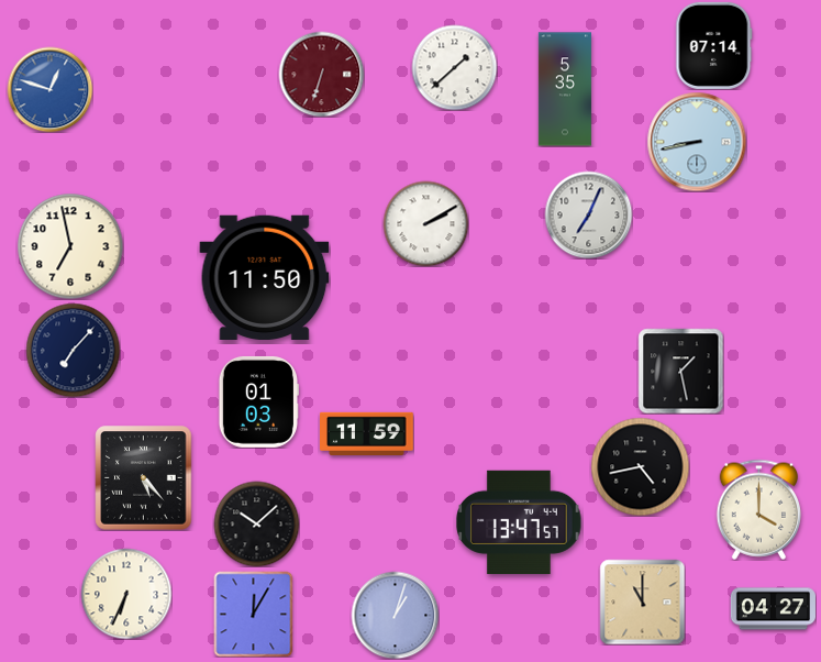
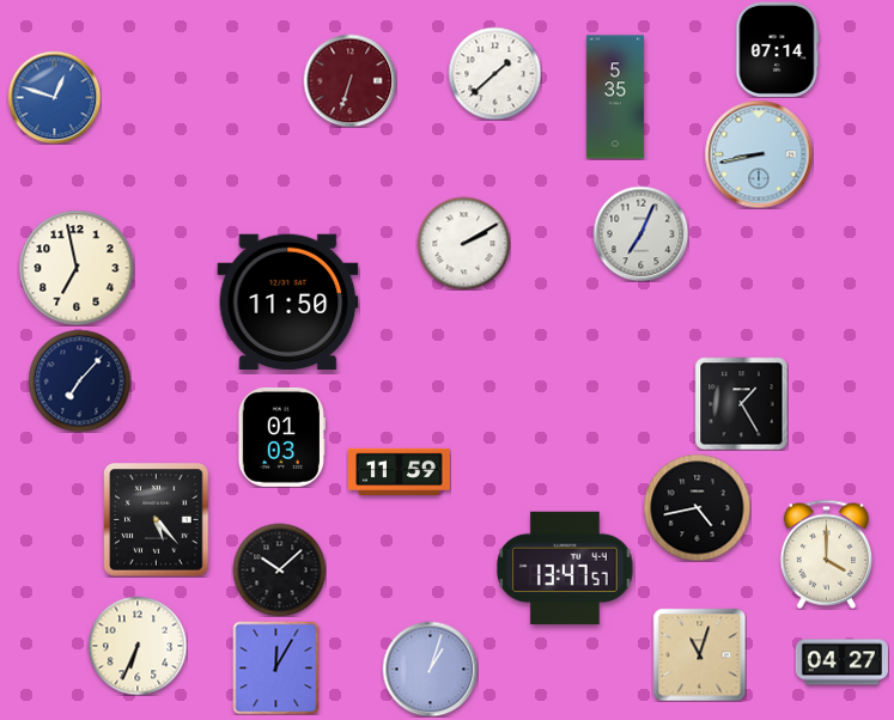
clock at (680, 371): 1:28 -> 1:25
clock at (642, 602): 11:00 -> 11:03
